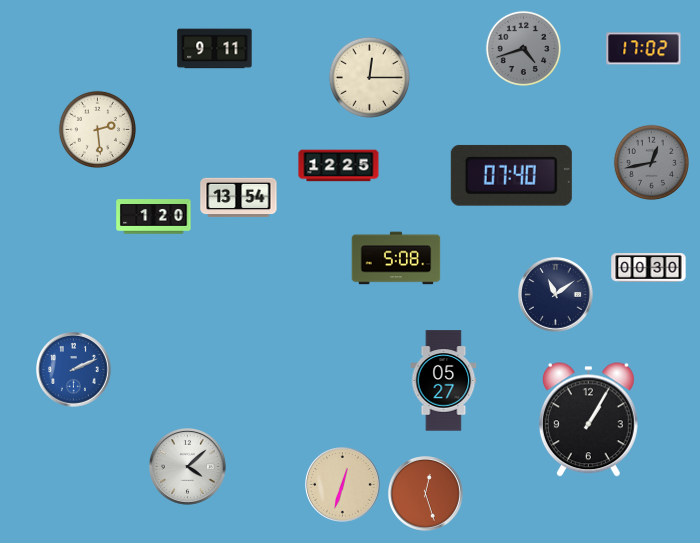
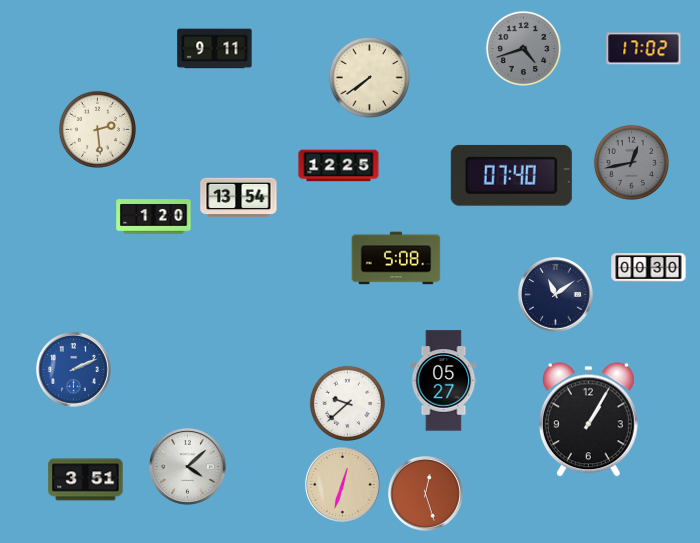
clock at (369, 77): 12:15 -> 7:39
clock at (651, 162) position: (651, 162) -> (631, 162)
clock at (347, 403): none -> 9:38
clock at (86, 480): none -> 3:51
